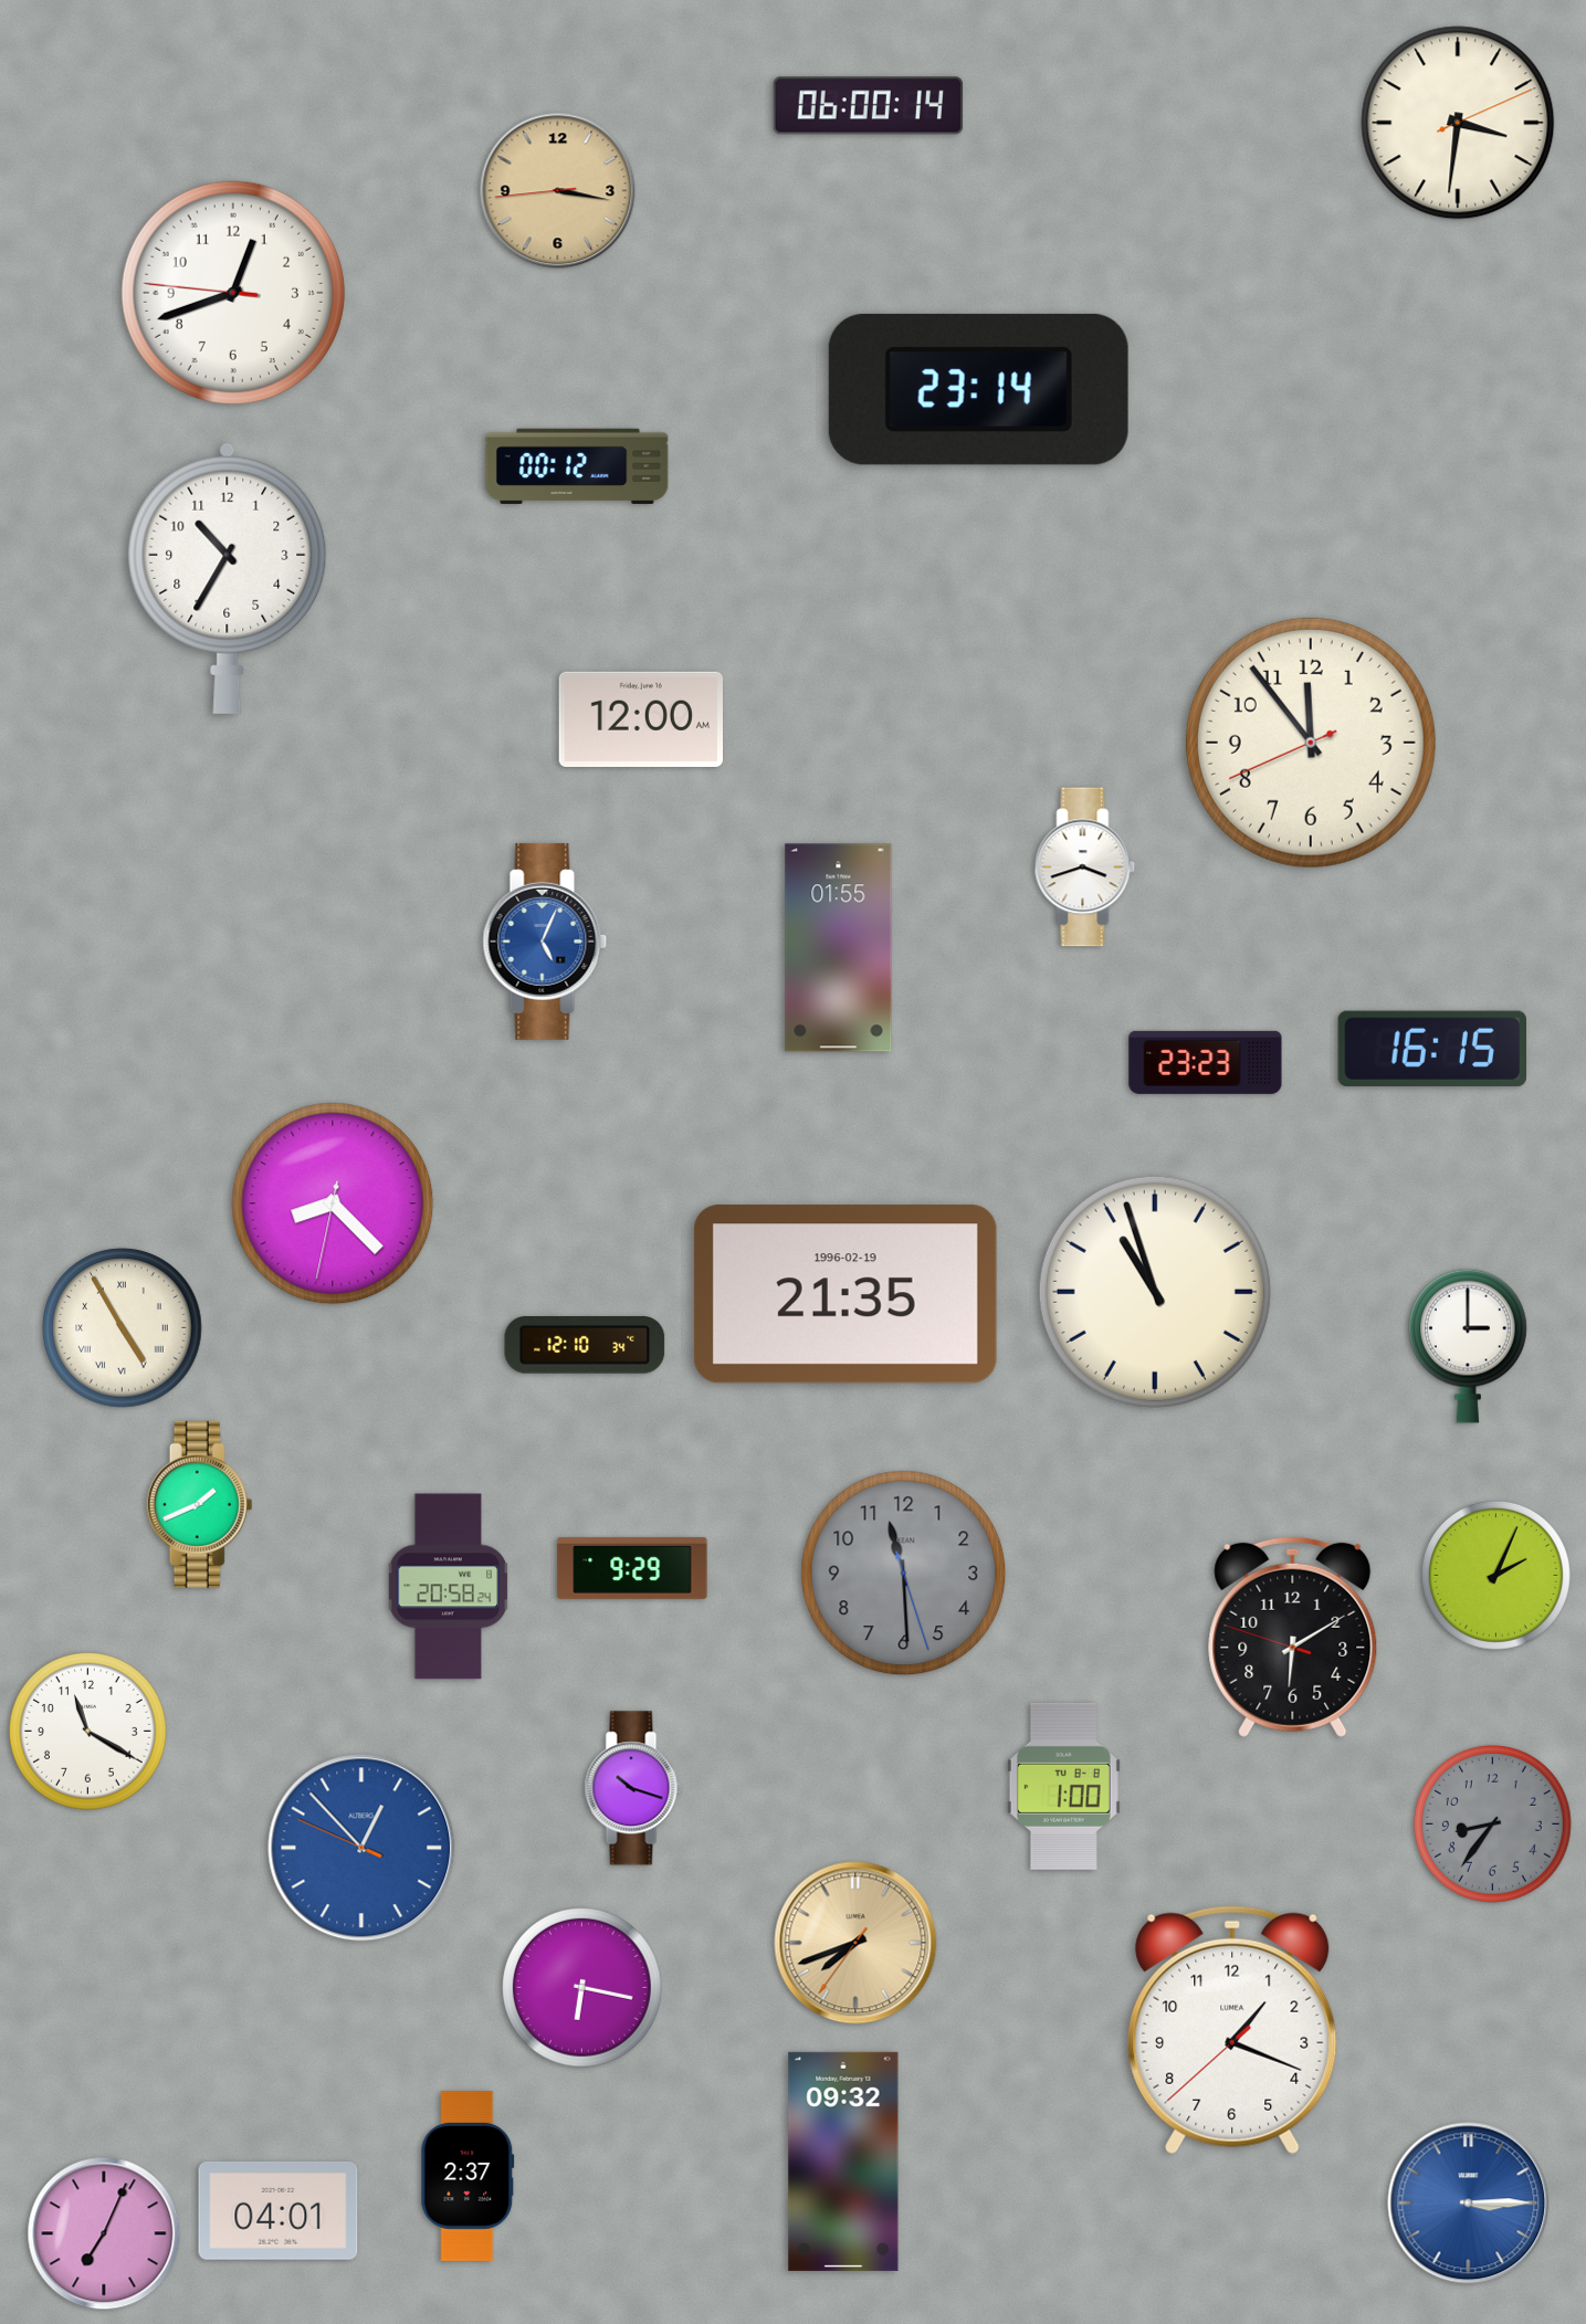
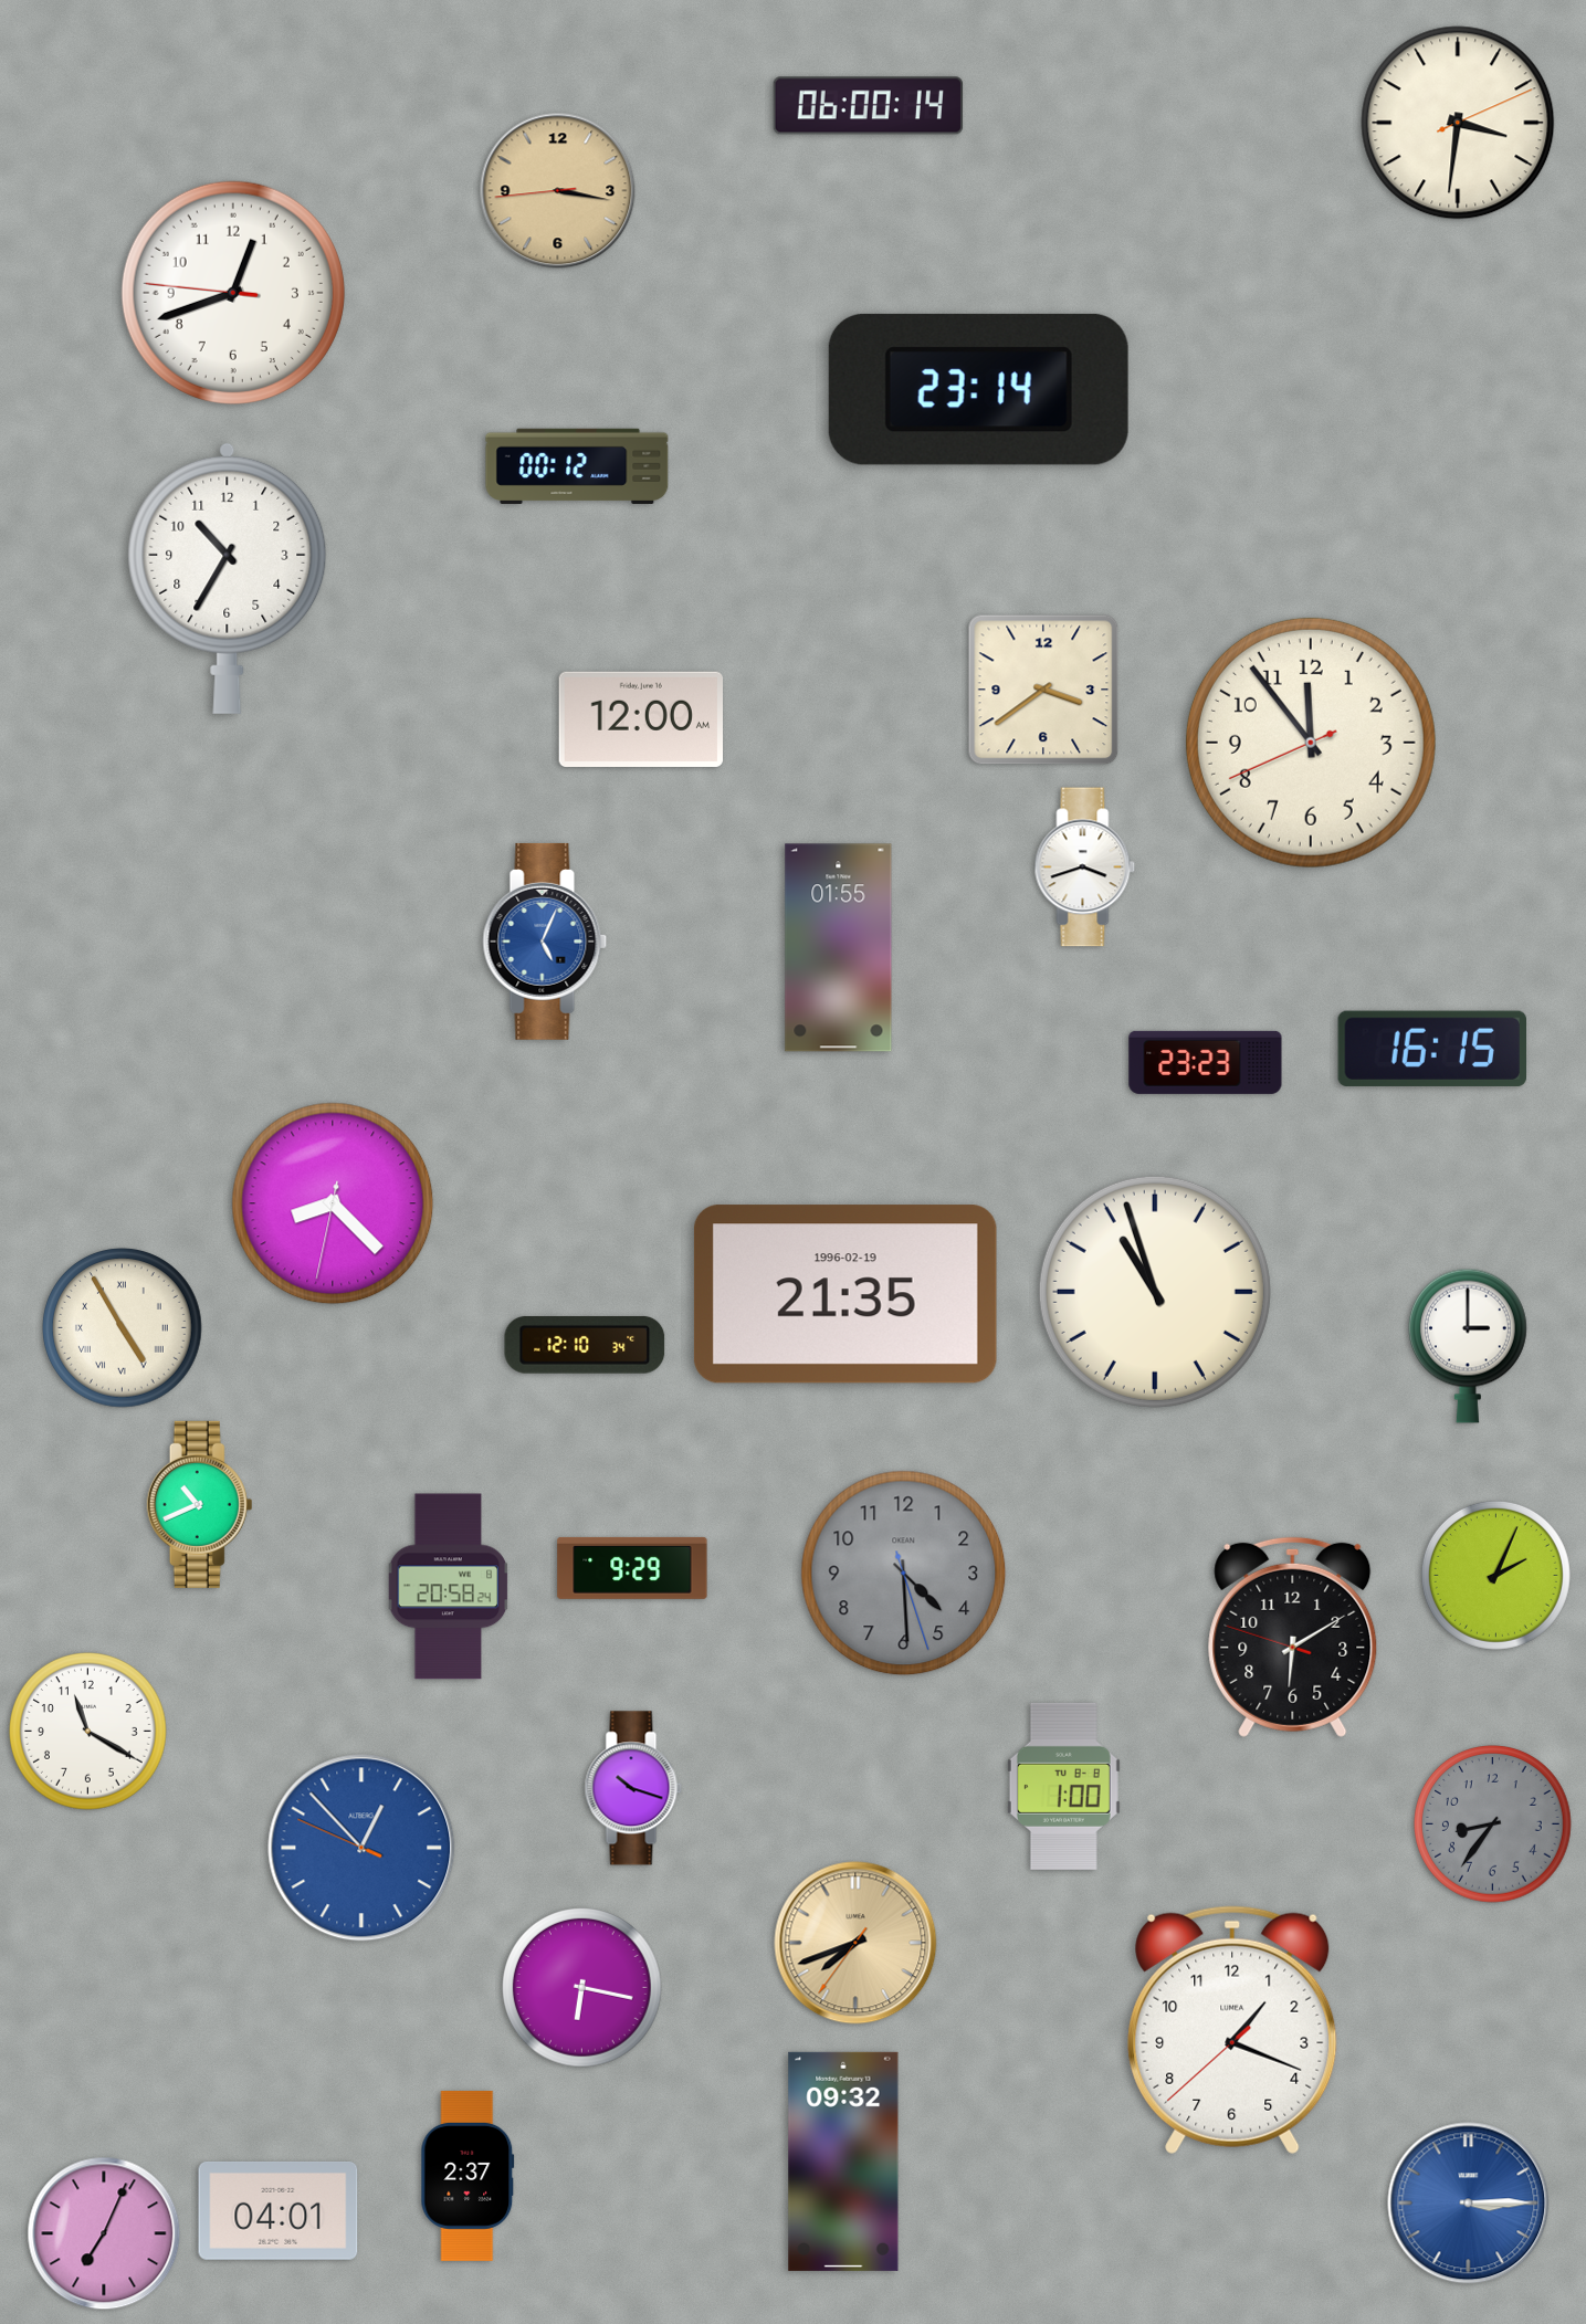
clock at (1043, 690): none -> 3:39
clock at (200, 1504): 1:41 -> 10:41
clock at (904, 1574): 11:29 -> 4:29
